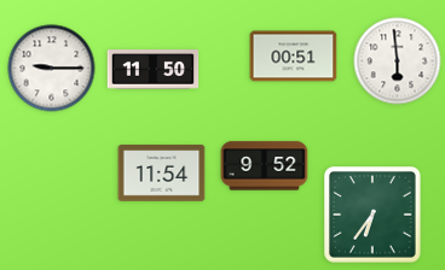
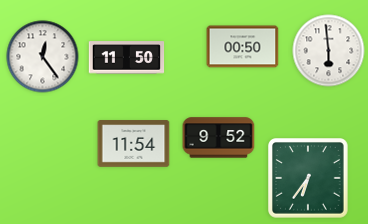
clock at (294, 57): 00:51 -> 00:50
clock at (52, 69): 9:15 -> 12:24
